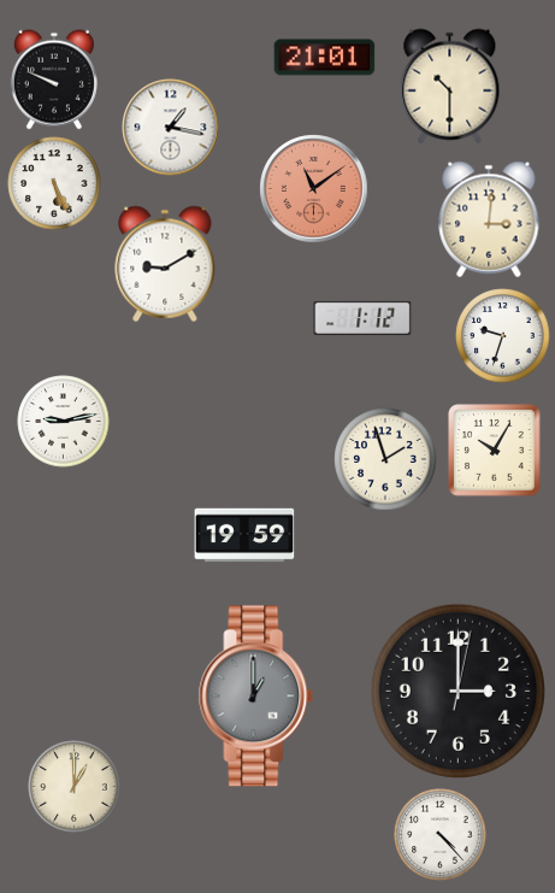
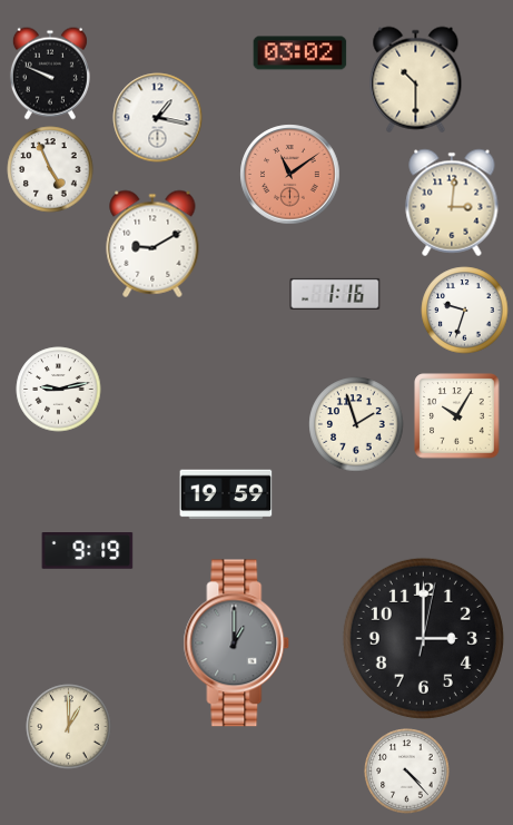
clock at (325, 58): 21:01 -> 03:02
clock at (54, 183): 5:26 -> 4:56
clock at (362, 318): 1:12 -> 1:16
clock at (88, 551): none -> 9:19
